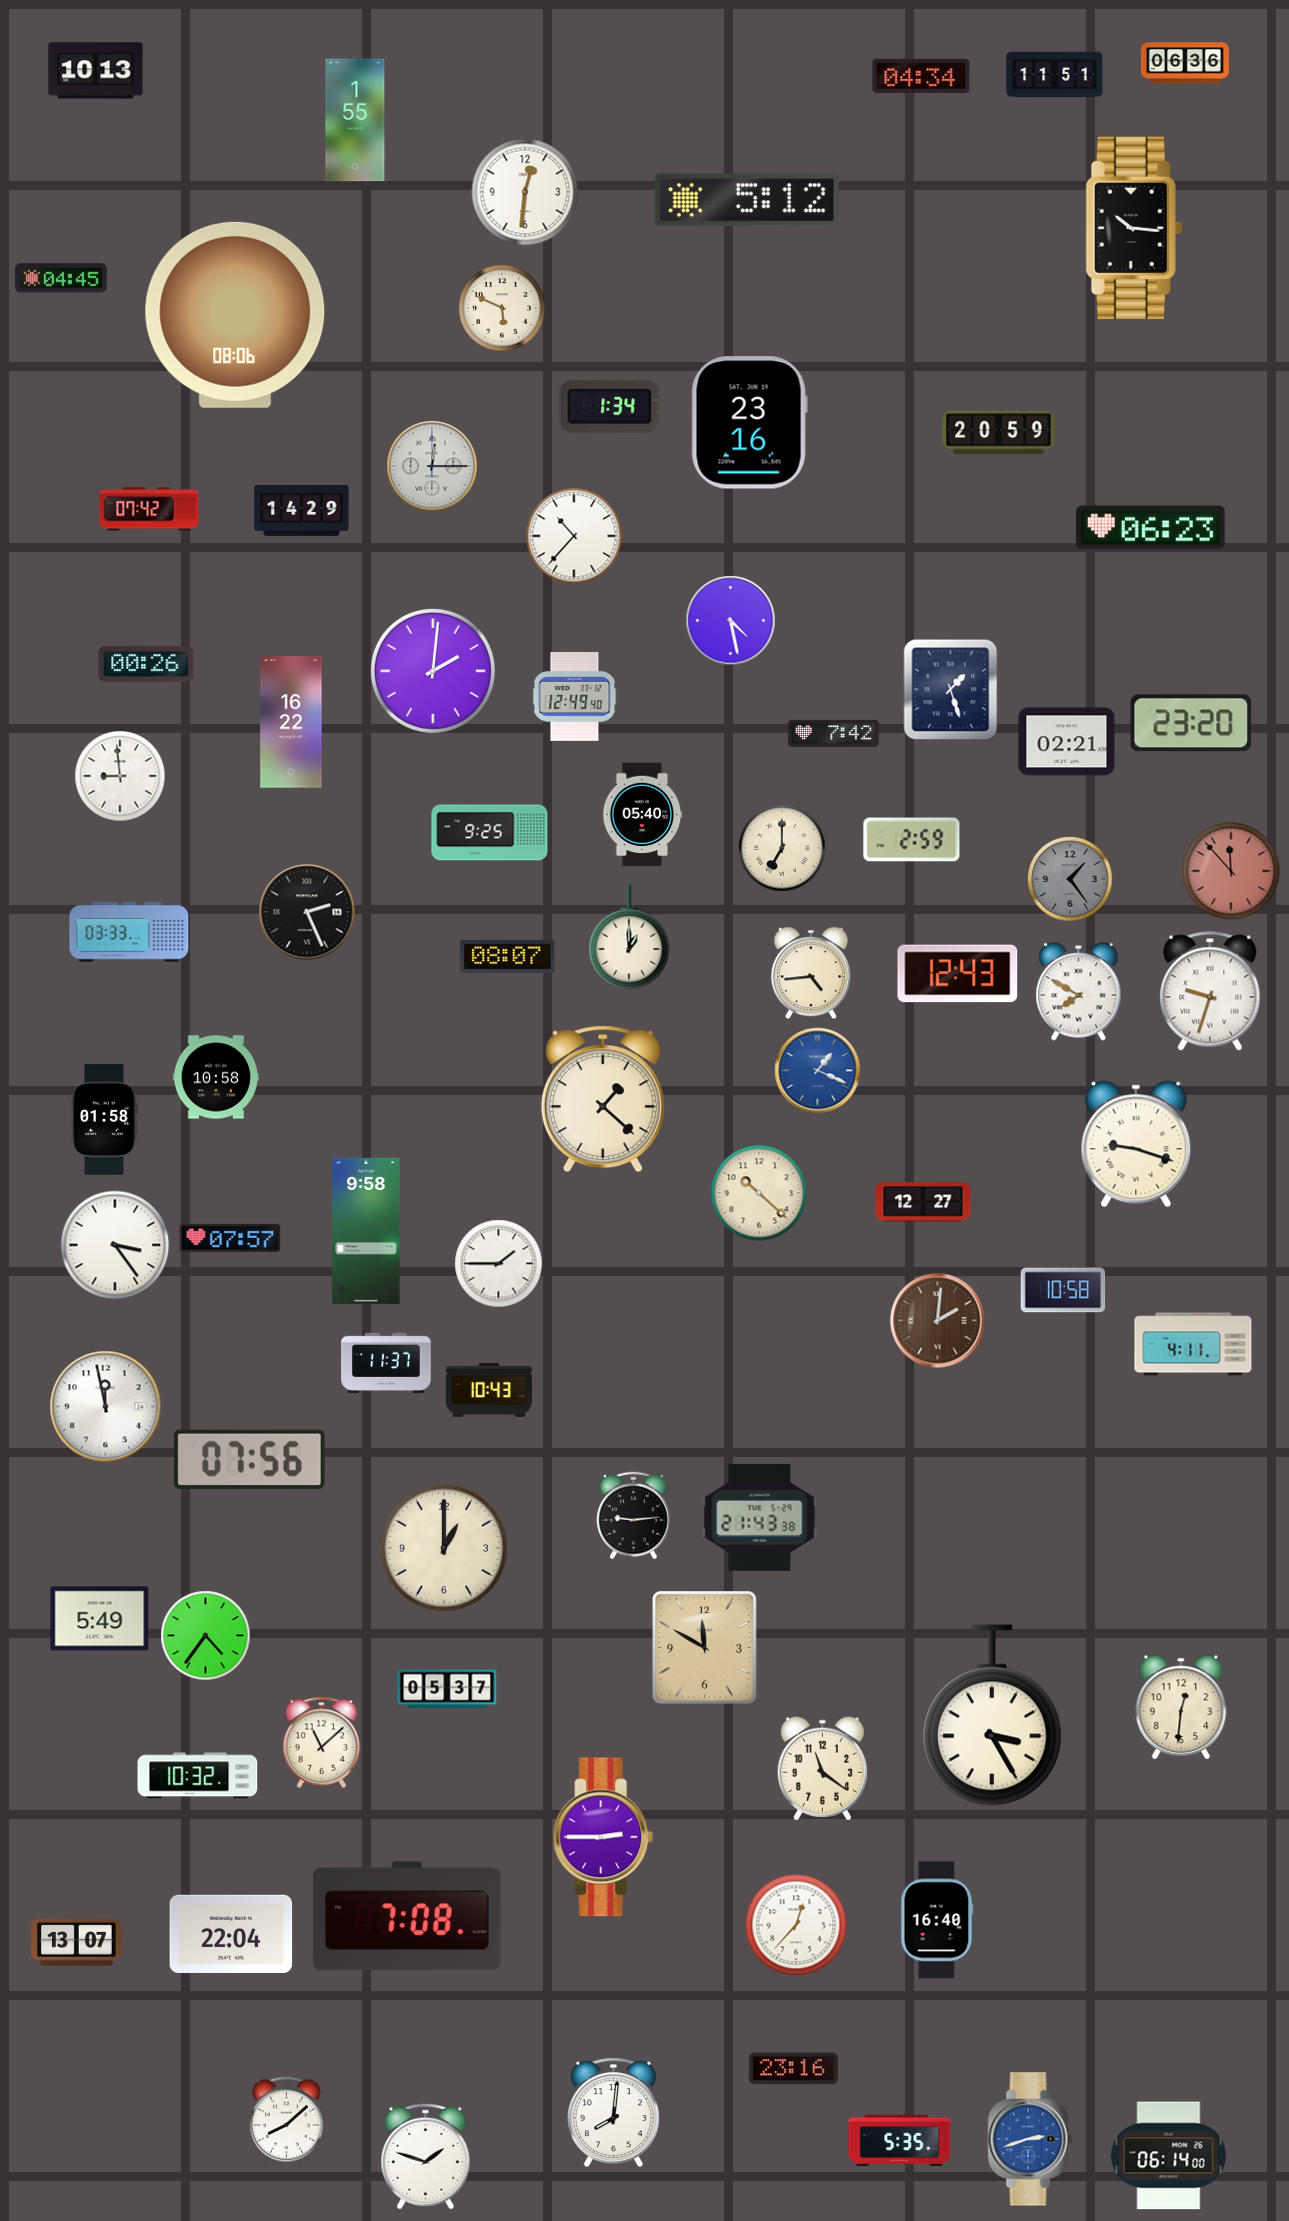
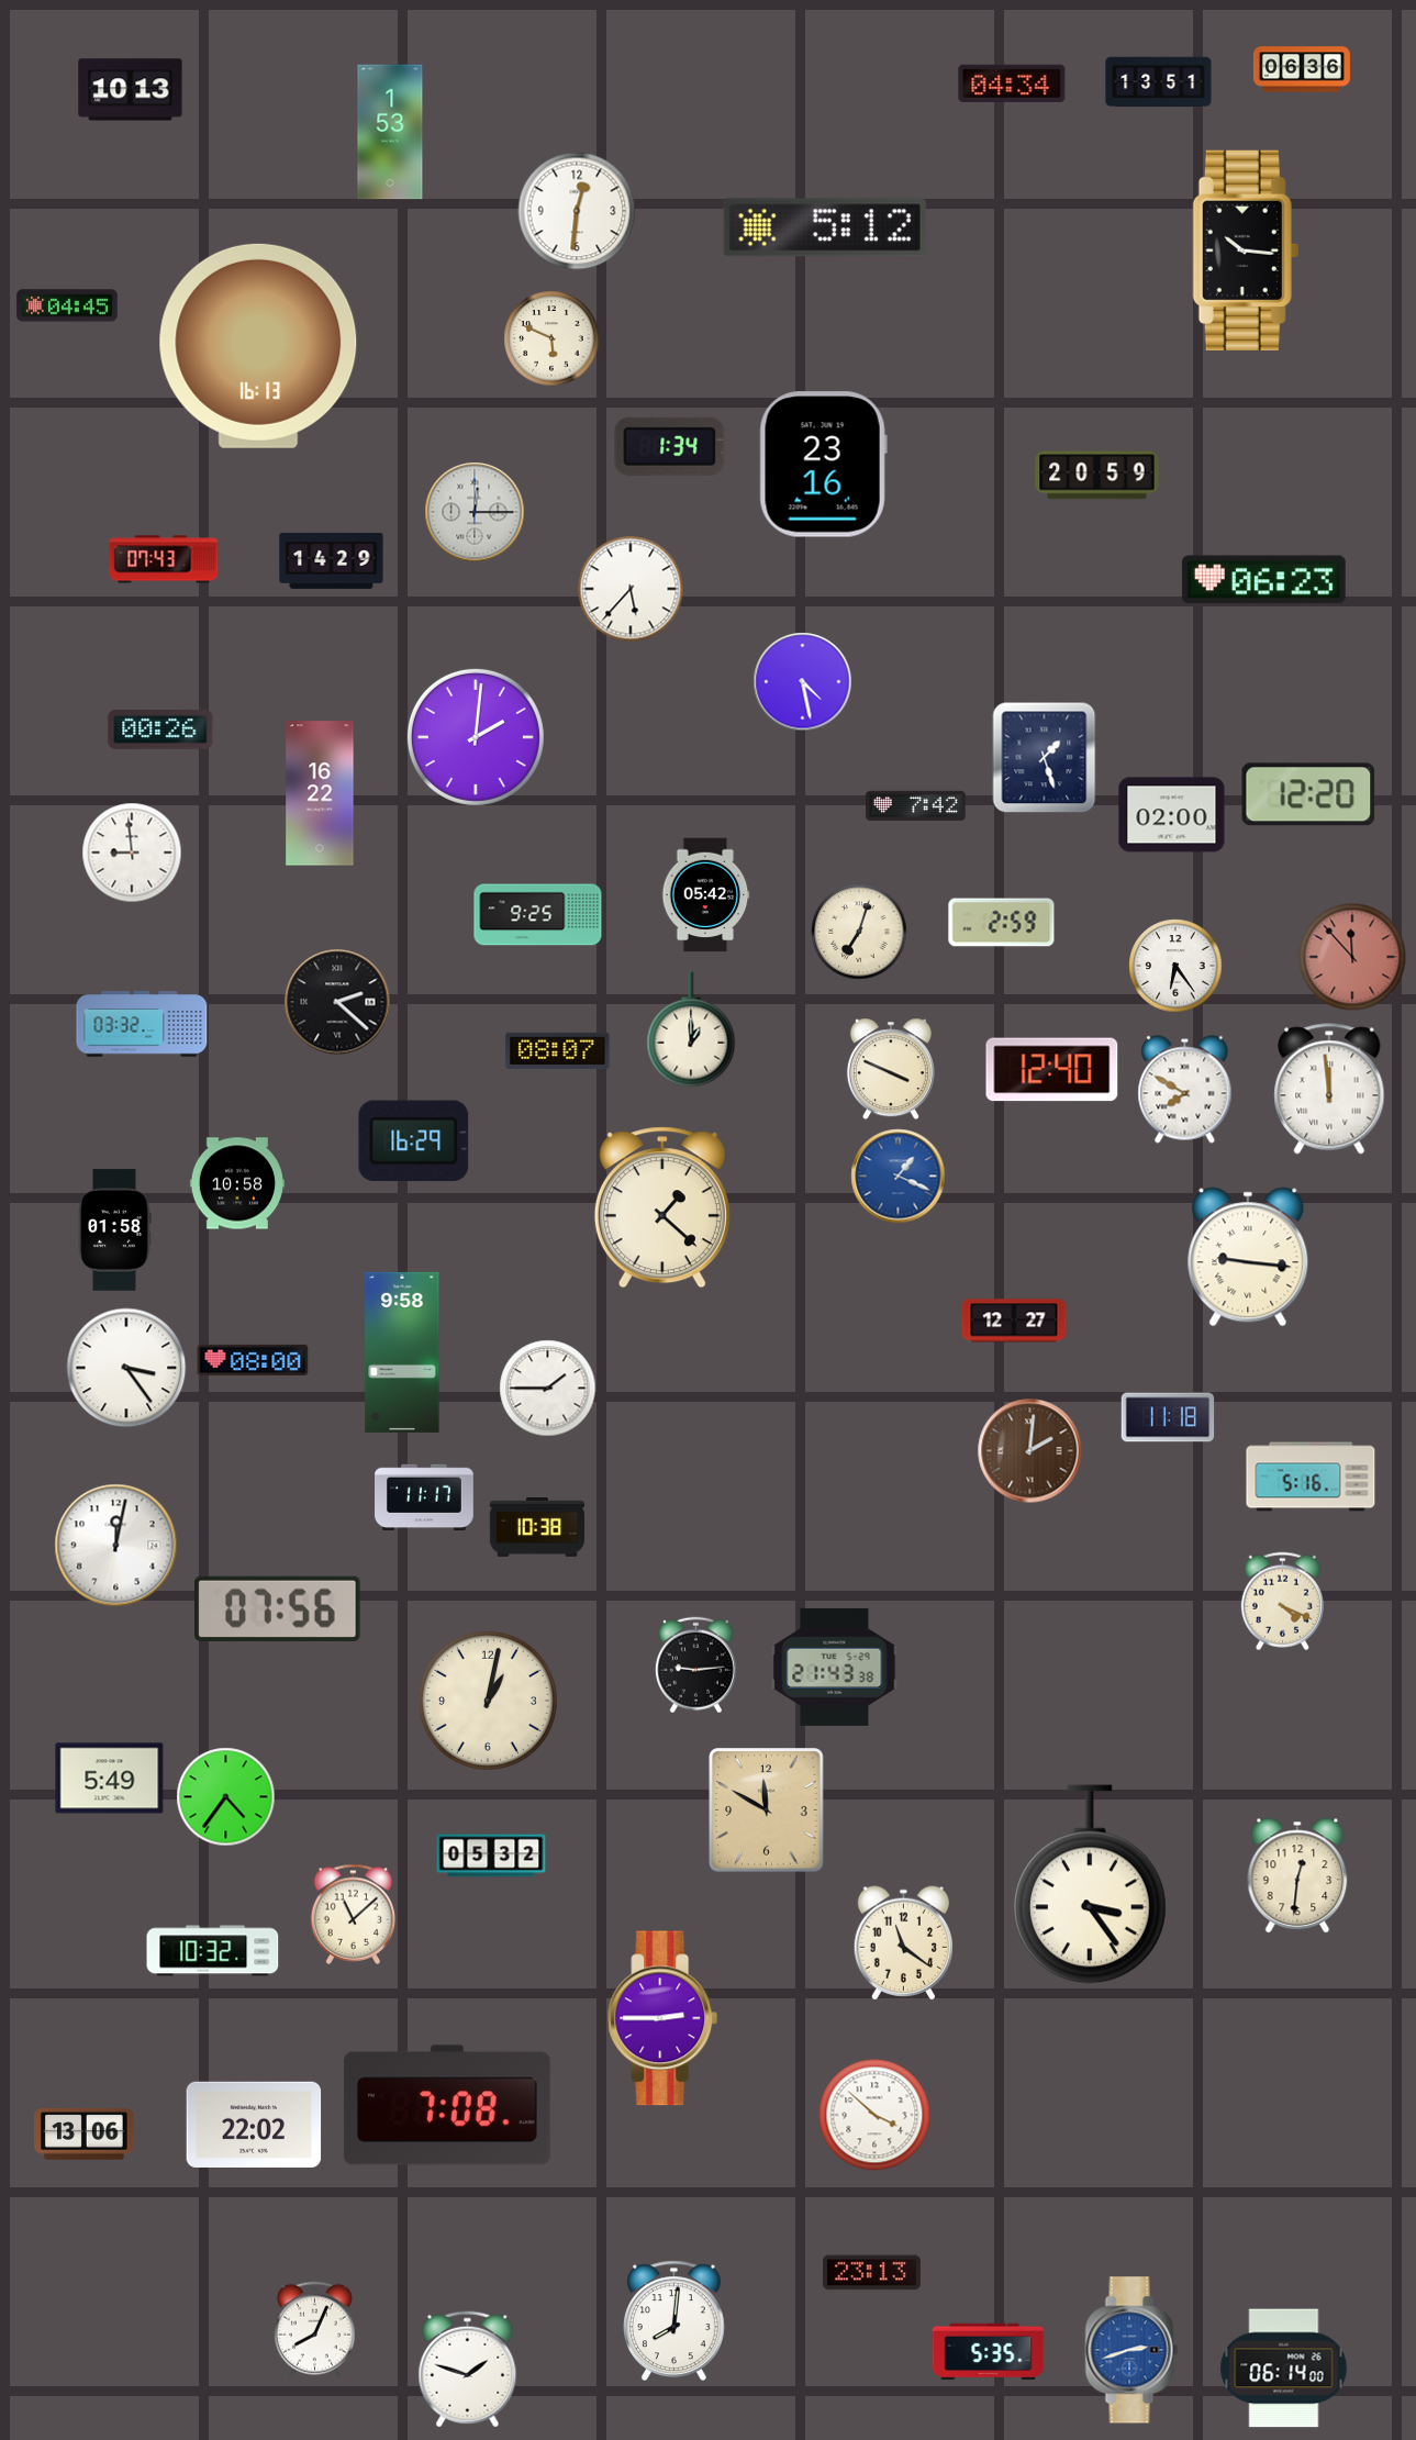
clock at (96, 71) position: (96, 71) -> (131, 90)
clock at (1055, 75): 11:51 -> 13:51
clock at (355, 120): 1:55 -> 1:53
clock at (747, 200) position: (747, 200) -> (825, 227)
clock at (235, 315): 08:06 -> 16:13
clock at (149, 509): 07:42 -> 07:43
clock at (574, 536): 10:37 -> 5:37
clock at (575, 696): 12:49 -> none
clock at (1191, 723): 23:20 -> 12:20
clock at (1067, 742): 02:21 -> 02:00
clock at (643, 815): 05:40 -> 05:42
clock at (782, 848): 7:00 -> 7:03
clock at (1070, 879): 1:24 -> 6:24
clock at (1070, 879) dial: grey -> white
clock at (307, 912): 2:26 -> 2:22
clock at (129, 932): 03:33 -> 03:32
clock at (811, 973): 4:44 -> 3:49
clock at (958, 974): 12:43 -> 12:40
clock at (1210, 991): 9:33 -> 11:59
clock at (414, 1141): none -> 16:29
clock at (1136, 1144): 9:18 -> 9:16
clock at (759, 1193): 10:22 -> none
clock at (230, 1238): 07:57 -> 08:00
clock at (1063, 1290): 10:58 -> 11:18
clock at (1193, 1344): 4:11 -> 5:16
clock at (386, 1363): 11:37 -> 11:17
clock at (489, 1391): 10:43 -> 10:38
clock at (106, 1407): 11:58 -> 12:02
clock at (1282, 1602): none -> 4:19
clock at (250, 1459) position: (250, 1459) -> (278, 1608)
clock at (444, 1548): 1:00 -> 1:02
clock at (705, 1648) position: (705, 1648) -> (767, 1810)
clock at (447, 1689): 05:37 -> 05:32
clock at (992, 1715): 3:25 -> 3:24
clock at (198, 1776) position: (198, 1776) -> (213, 1951)
clock at (937, 1920): 16:40 -> none
clock at (796, 1925): 12:37 -> 3:52
clock at (231, 1934): 22:04 -> 22:02
clock at (77, 1943): 13:07 -> 13:06
clock at (793, 2069): 23:16 -> 23:13
clock at (286, 2121): 8:08 -> 8:04
